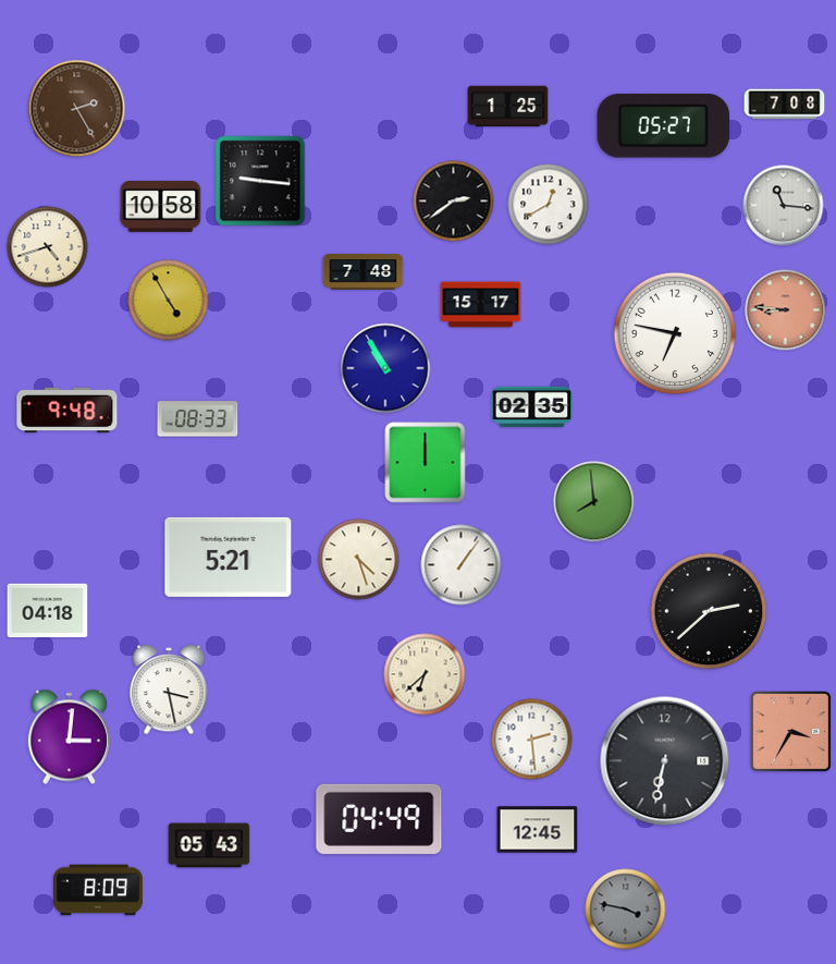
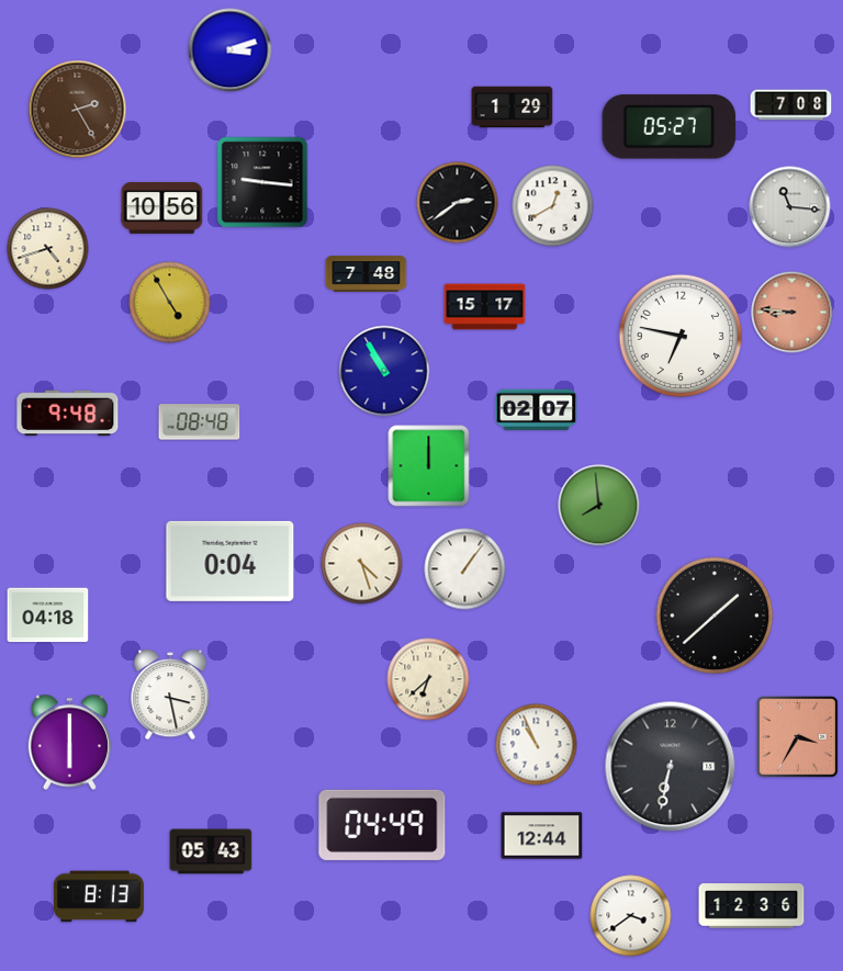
clock at (231, 50): none -> 3:12
clock at (508, 107): 1:25 -> 1:29
clock at (161, 206): 10:58 -> 10:56
clock at (385, 368) position: (385, 368) -> (384, 371)
clock at (532, 407): 02:35 -> 02:07
clock at (198, 419): 08:33 -> 08:48
clock at (229, 557): 5:21 -> 0:04
clock at (709, 611): 2:38 -> 1:38
clock at (69, 737): 3:01 -> 6:00
clock at (532, 740): 2:29 -> 10:56
clock at (538, 830): 12:45 -> 12:44
clock at (98, 890): 8:09 -> 8:13
clock at (752, 906): none -> 12:36
clock at (626, 910): 3:47 -> 3:39
clock at (626, 910) dial: grey -> white
